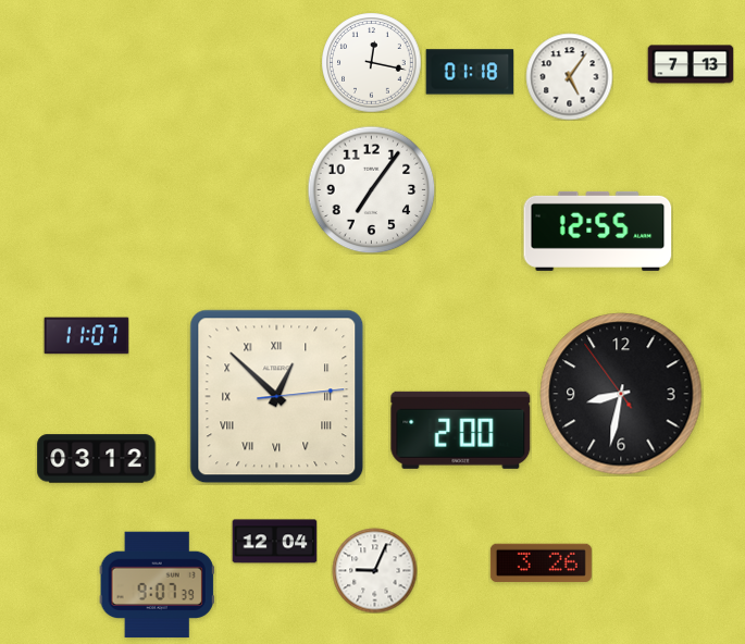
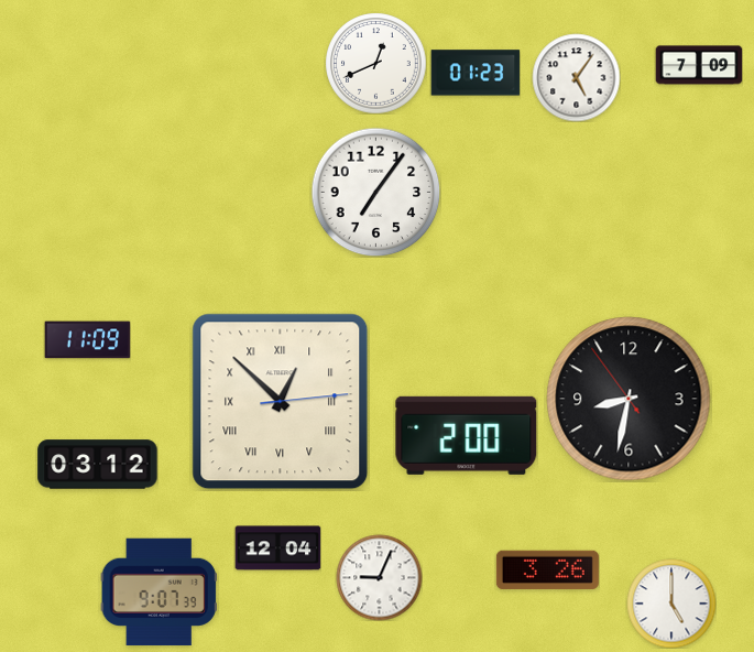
clock at (371, 62): 12:17 -> 12:41
clock at (691, 64): 7:13 -> 7:09
clock at (470, 72): 01:18 -> 01:23
clock at (598, 231): 12:55 -> none
clock at (86, 336): 11:07 -> 11:09
clock at (671, 604): none -> 5:00
